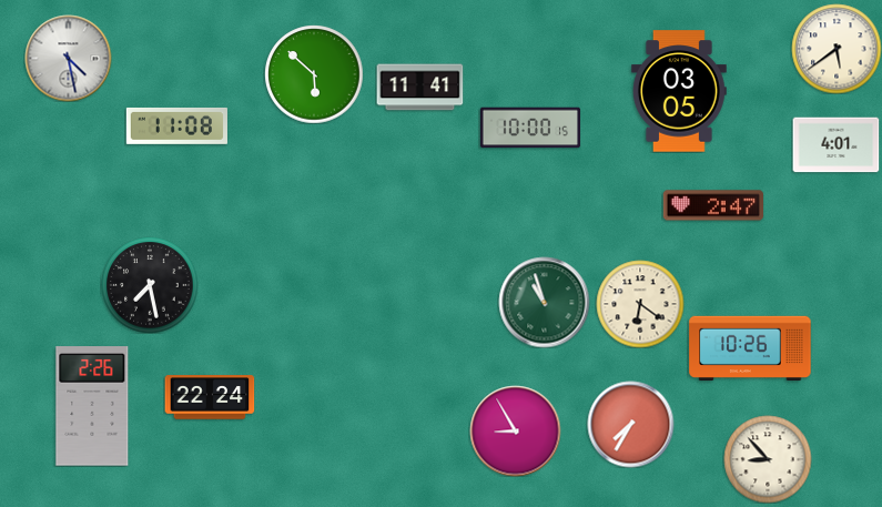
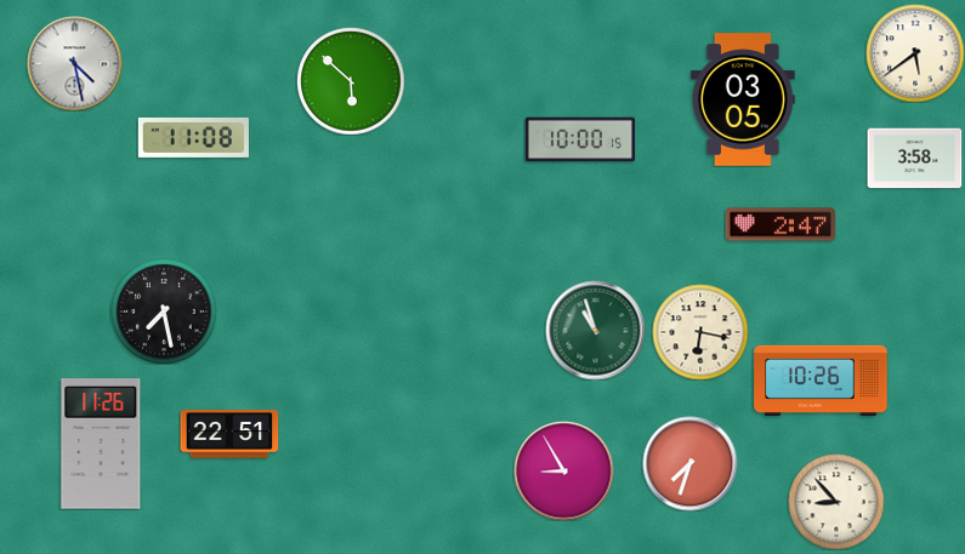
clock at (314, 74) position: (314, 74) -> (351, 81)
clock at (419, 88): 11:41 -> none
clock at (835, 145): 4:01 -> 3:58
clock at (640, 304): 6:21 -> 6:17
clock at (210, 397): 22:24 -> 22:51
clock at (92, 406): 2:26 -> 11:26
clock at (630, 424): 7:35 -> 7:33
clock at (768, 459) position: (768, 459) -> (836, 502)
